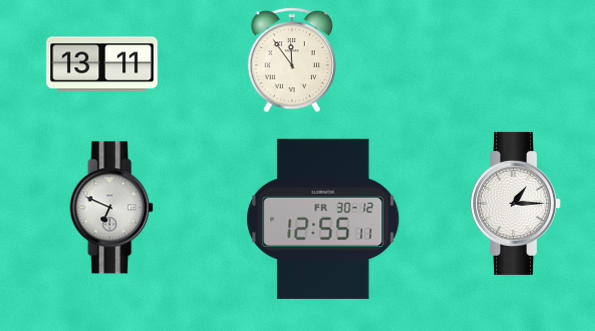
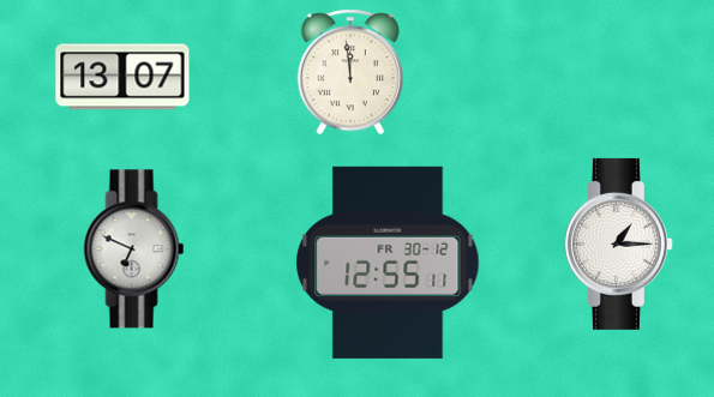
clock at (292, 60): 11:54 -> 11:59
clock at (102, 64): 13:11 -> 13:07
